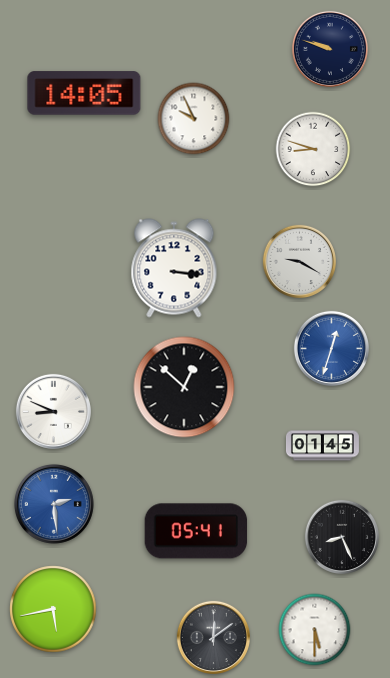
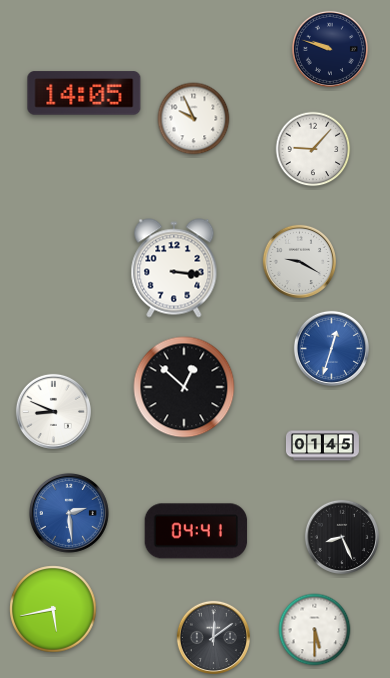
clock at (313, 149): 8:48 -> 9:07
clock at (54, 504) position: (54, 504) -> (69, 513)
clock at (196, 531): 05:41 -> 04:41
